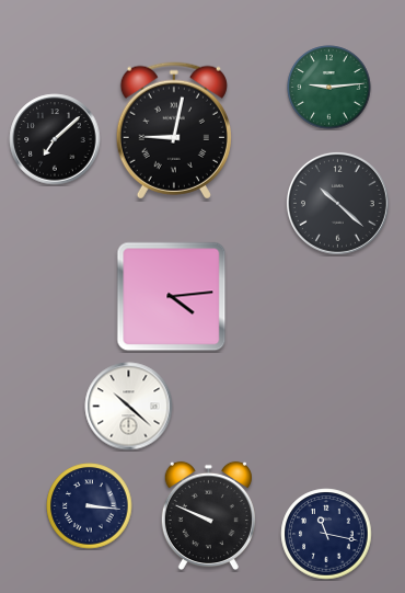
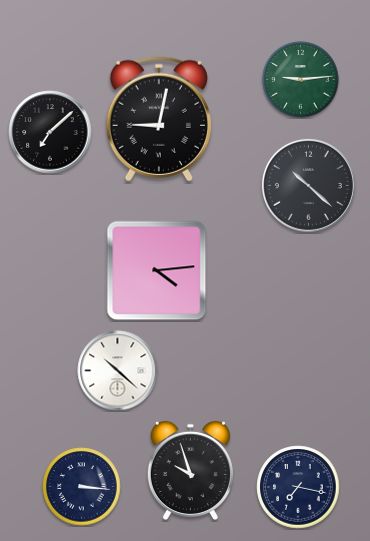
clock at (55, 139) position: (55, 139) -> (50, 132)
clock at (90, 506) position: (90, 506) -> (82, 487)
clock at (208, 516): 9:49 -> 9:57
clock at (326, 534): 11:17 -> 7:17
